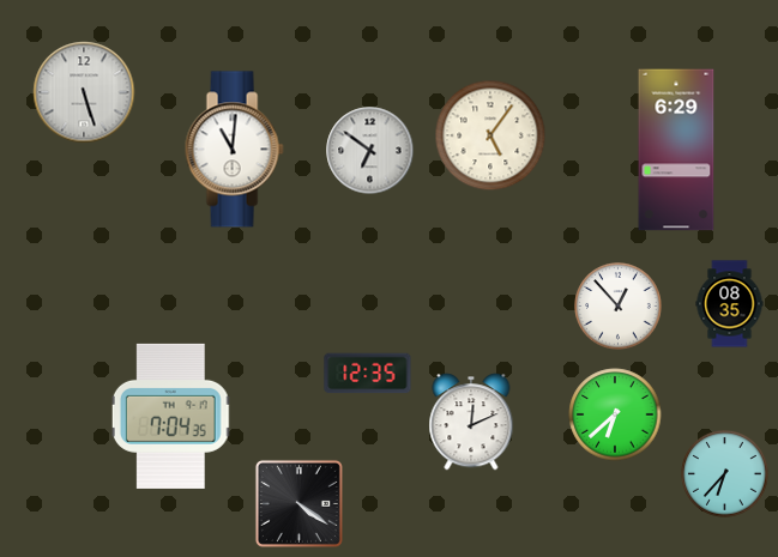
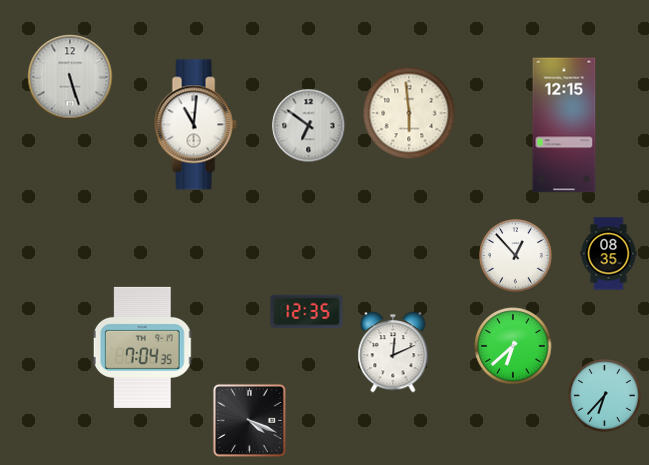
clock at (490, 135): 5:06 -> 5:59
clock at (676, 150): 6:29 -> 12:15
clock at (298, 503): 4:21 -> 4:19
